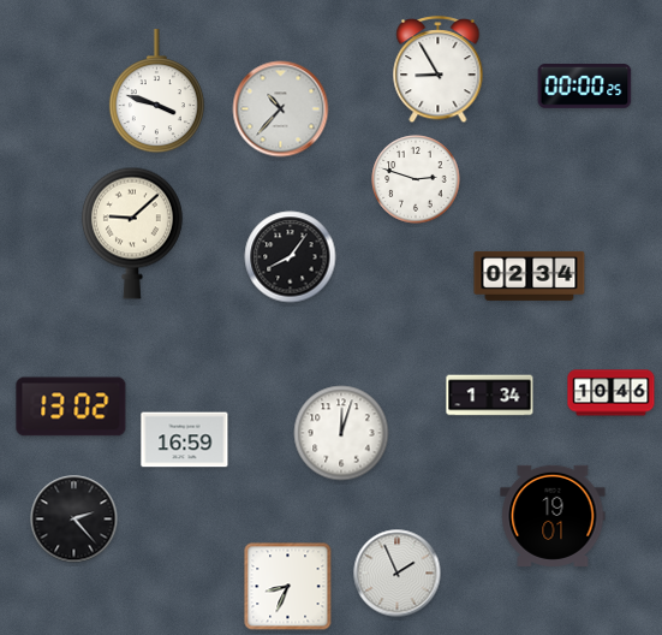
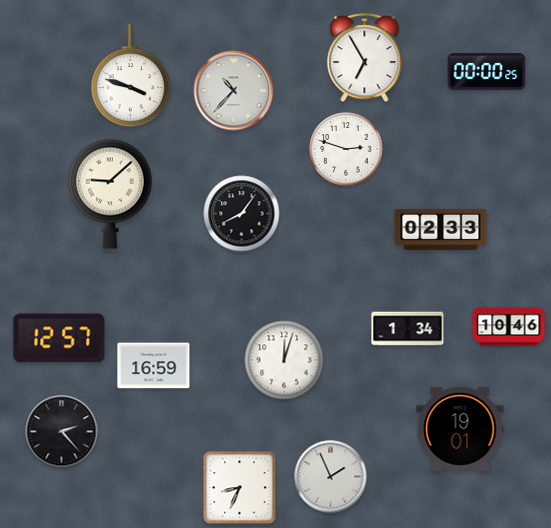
clock at (439, 71): 8:55 -> 6:55
clock at (530, 275): 02:34 -> 02:33
clock at (71, 406): 13:02 -> 12:57
